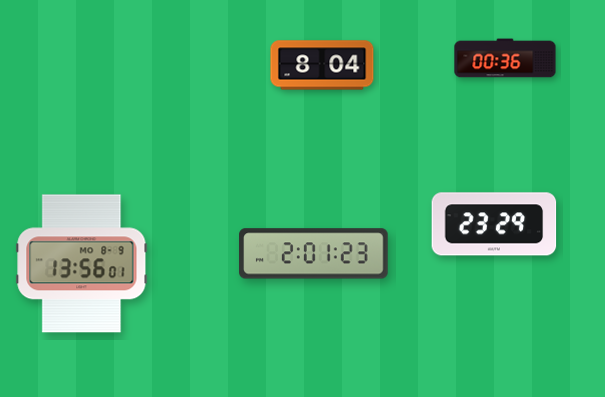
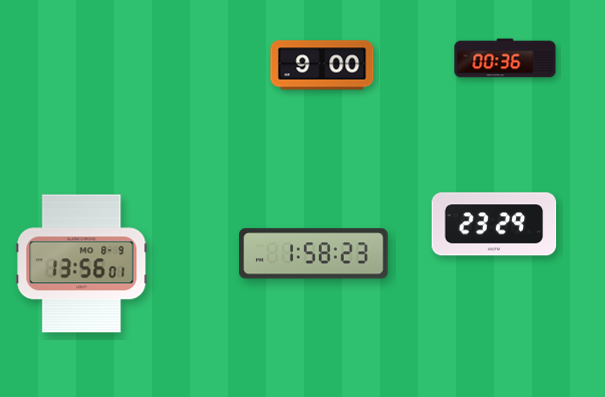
clock at (322, 65): 8:04 -> 9:00
clock at (314, 254): 2:01 -> 1:58
